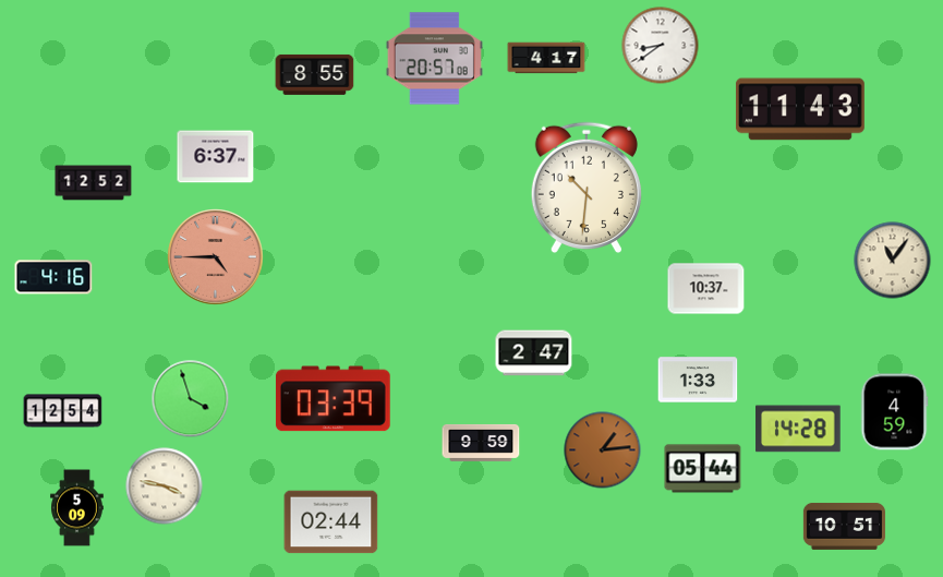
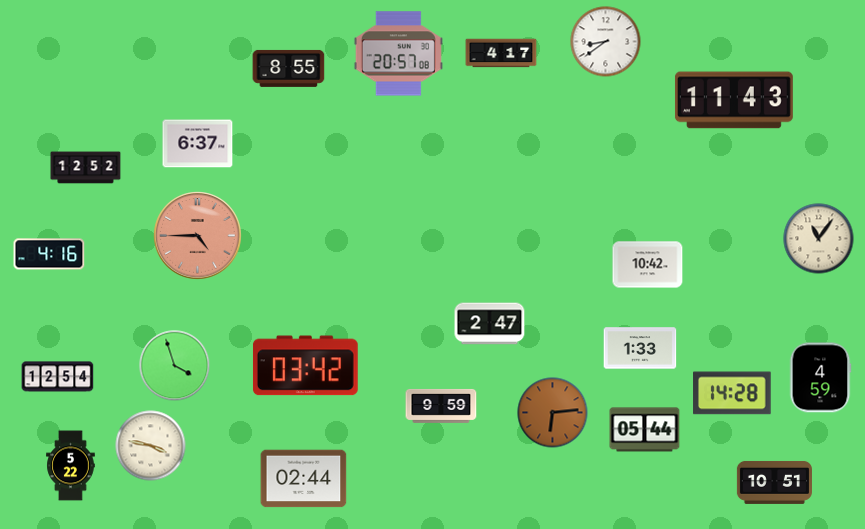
clock at (587, 187): 10:31 -> none
clock at (706, 289): 10:37 -> 10:42
clock at (333, 399): 03:39 -> 03:42
clock at (603, 450): 1:14 -> 6:14
clock at (77, 508): 5:09 -> 5:22
